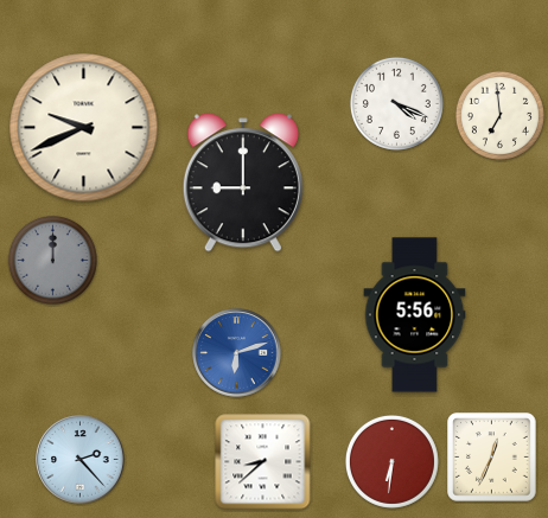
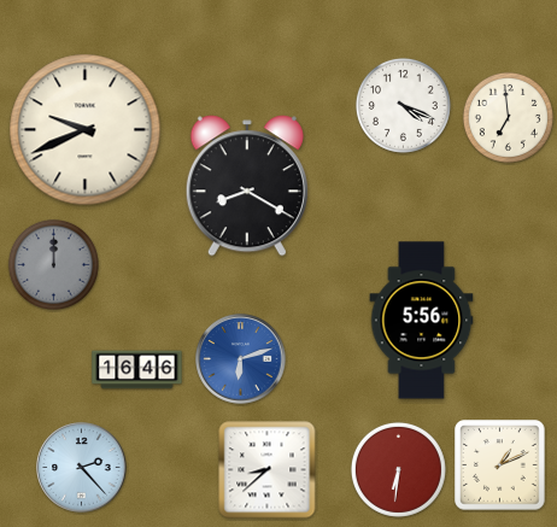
clock at (243, 183): 9:00 -> 8:20
clock at (137, 370): none -> 16:46
clock at (492, 458): 12:34 -> 1:11
